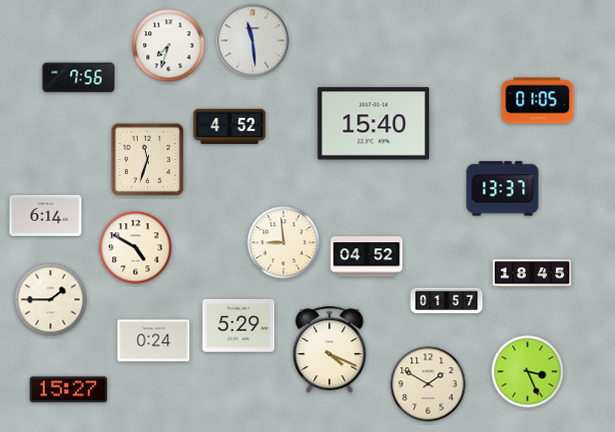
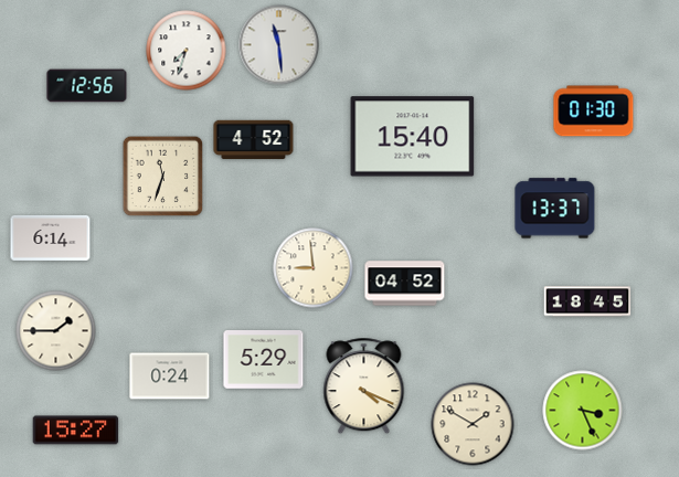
clock at (79, 78): 7:56 -> 12:56
clock at (538, 101): 01:05 -> 01:30
clock at (136, 248): 4:50 -> none
clock at (447, 301): 01:57 -> none
